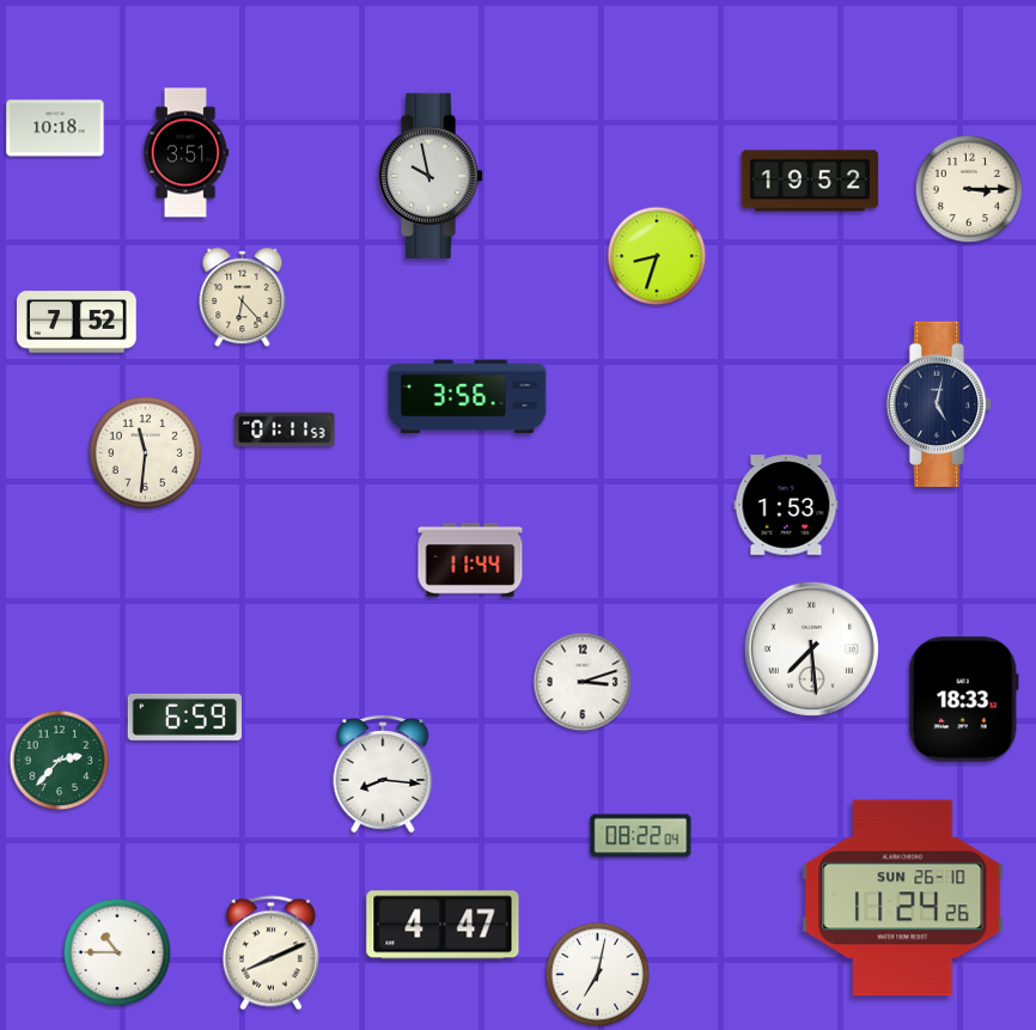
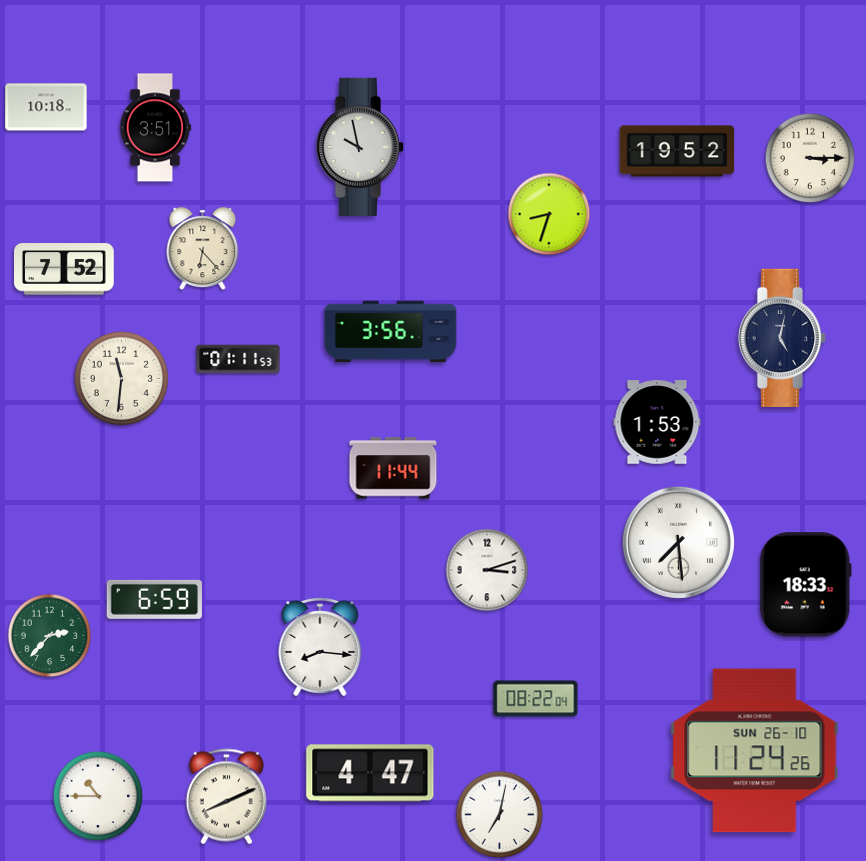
clock at (939, 404) position: (939, 404) -> (782, 338)
